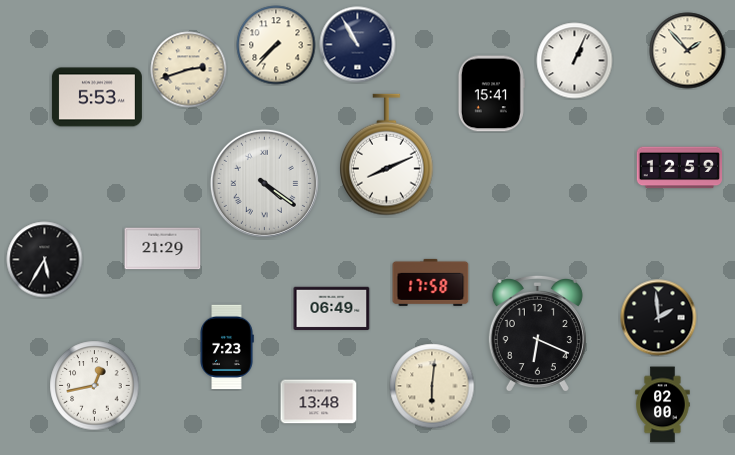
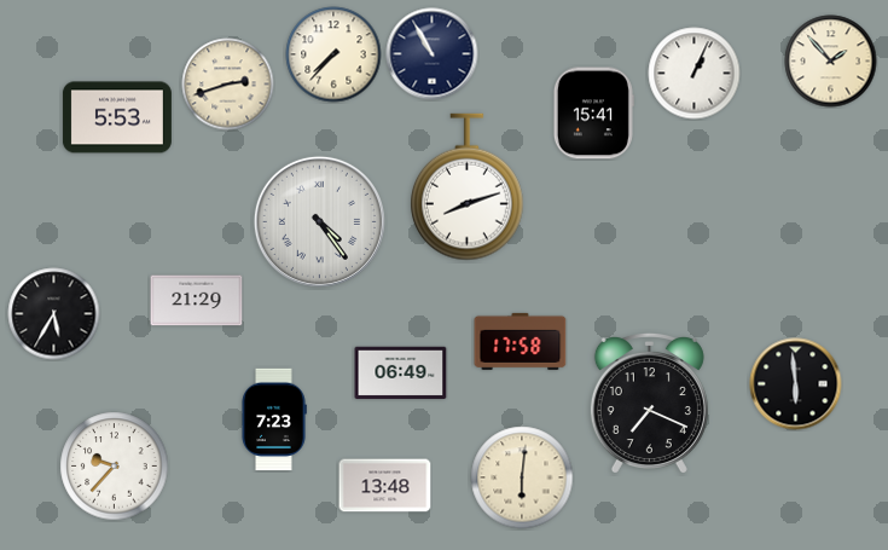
clock at (387, 155): 8:11 -> 8:12
clock at (679, 168): 12:59 -> none
clock at (264, 183): 4:21 -> 4:24
clock at (659, 318): 1:59 -> 5:59
clock at (537, 333): 6:19 -> 7:19
clock at (95, 386): 12:43 -> 9:37
clock at (432, 386) position: (432, 386) -> (522, 477)
clock at (663, 405): 02:00 -> none
